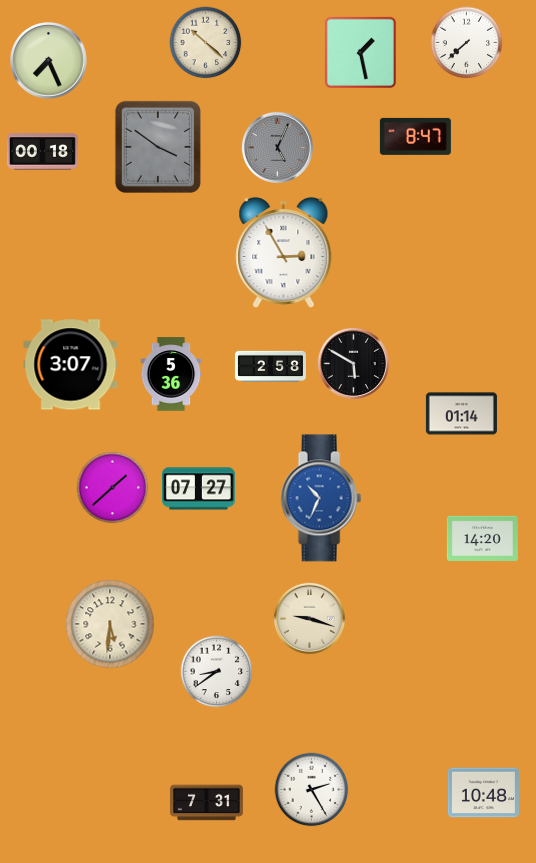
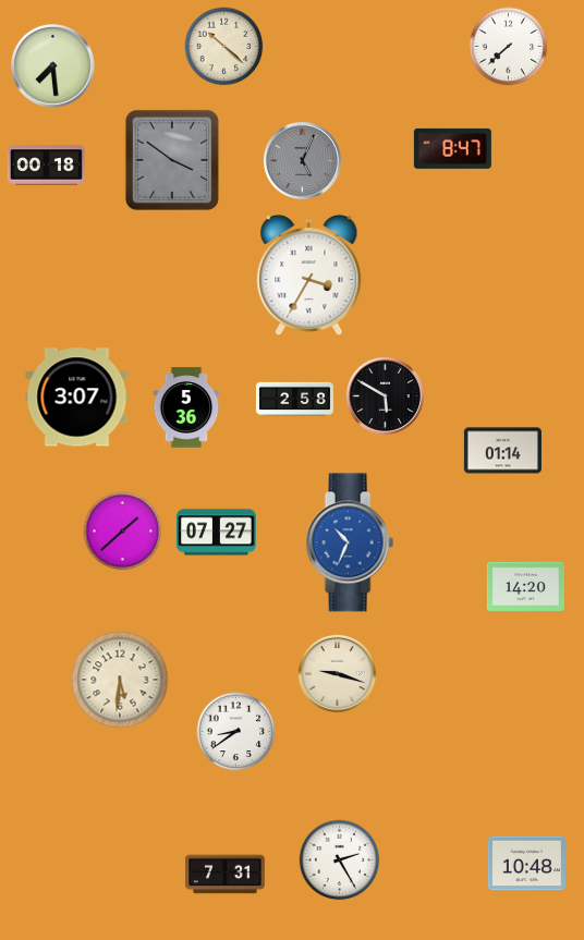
clock at (360, 52): 1:28 -> none
clock at (49, 61): 7:26 -> 7:29
clock at (284, 253): 2:55 -> 3:35
